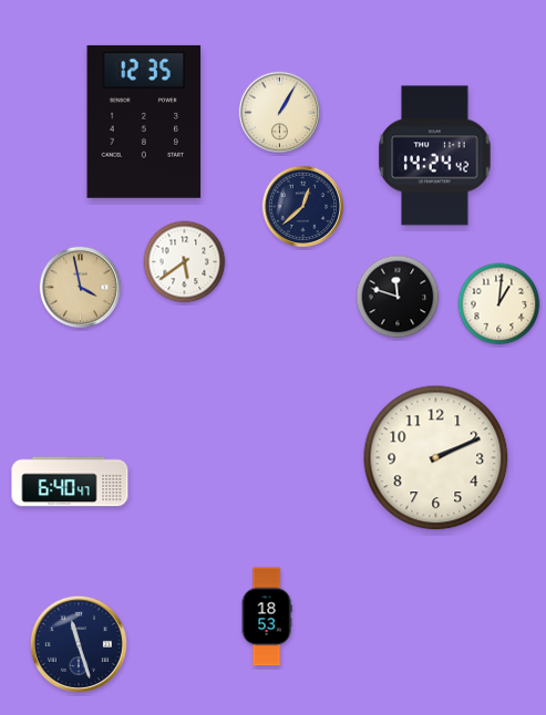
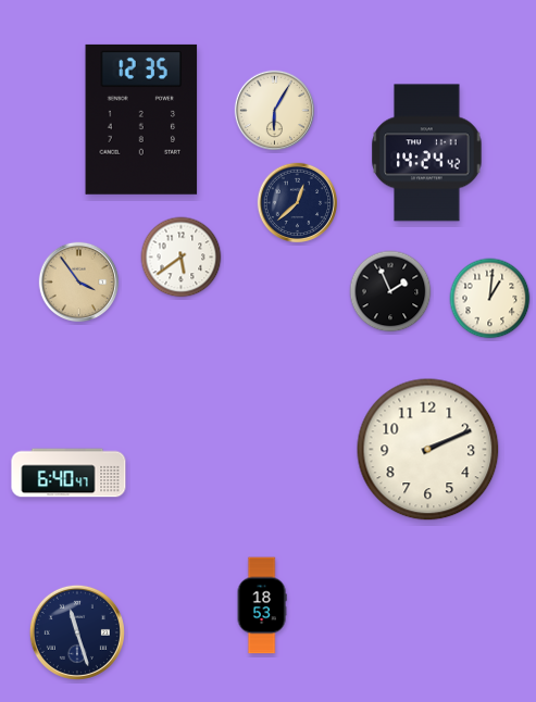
clock at (280, 113): 1:05 -> 6:05
clock at (81, 288): 3:58 -> 3:54
clock at (398, 297): 11:48 -> 1:56
